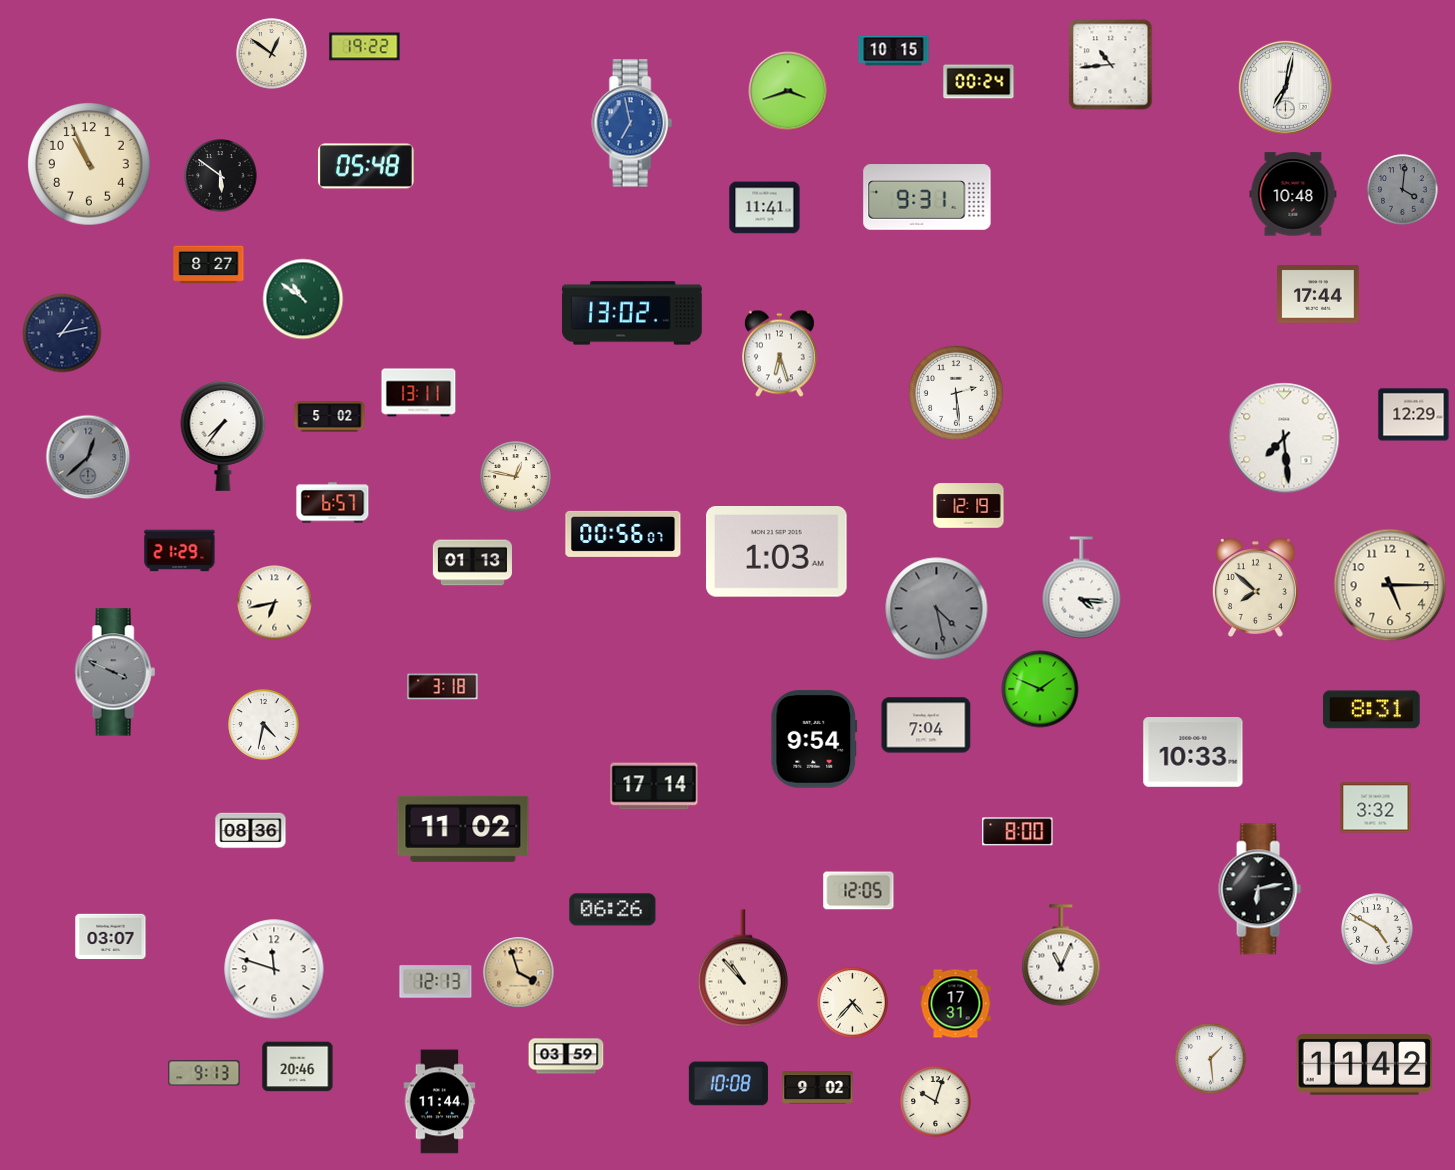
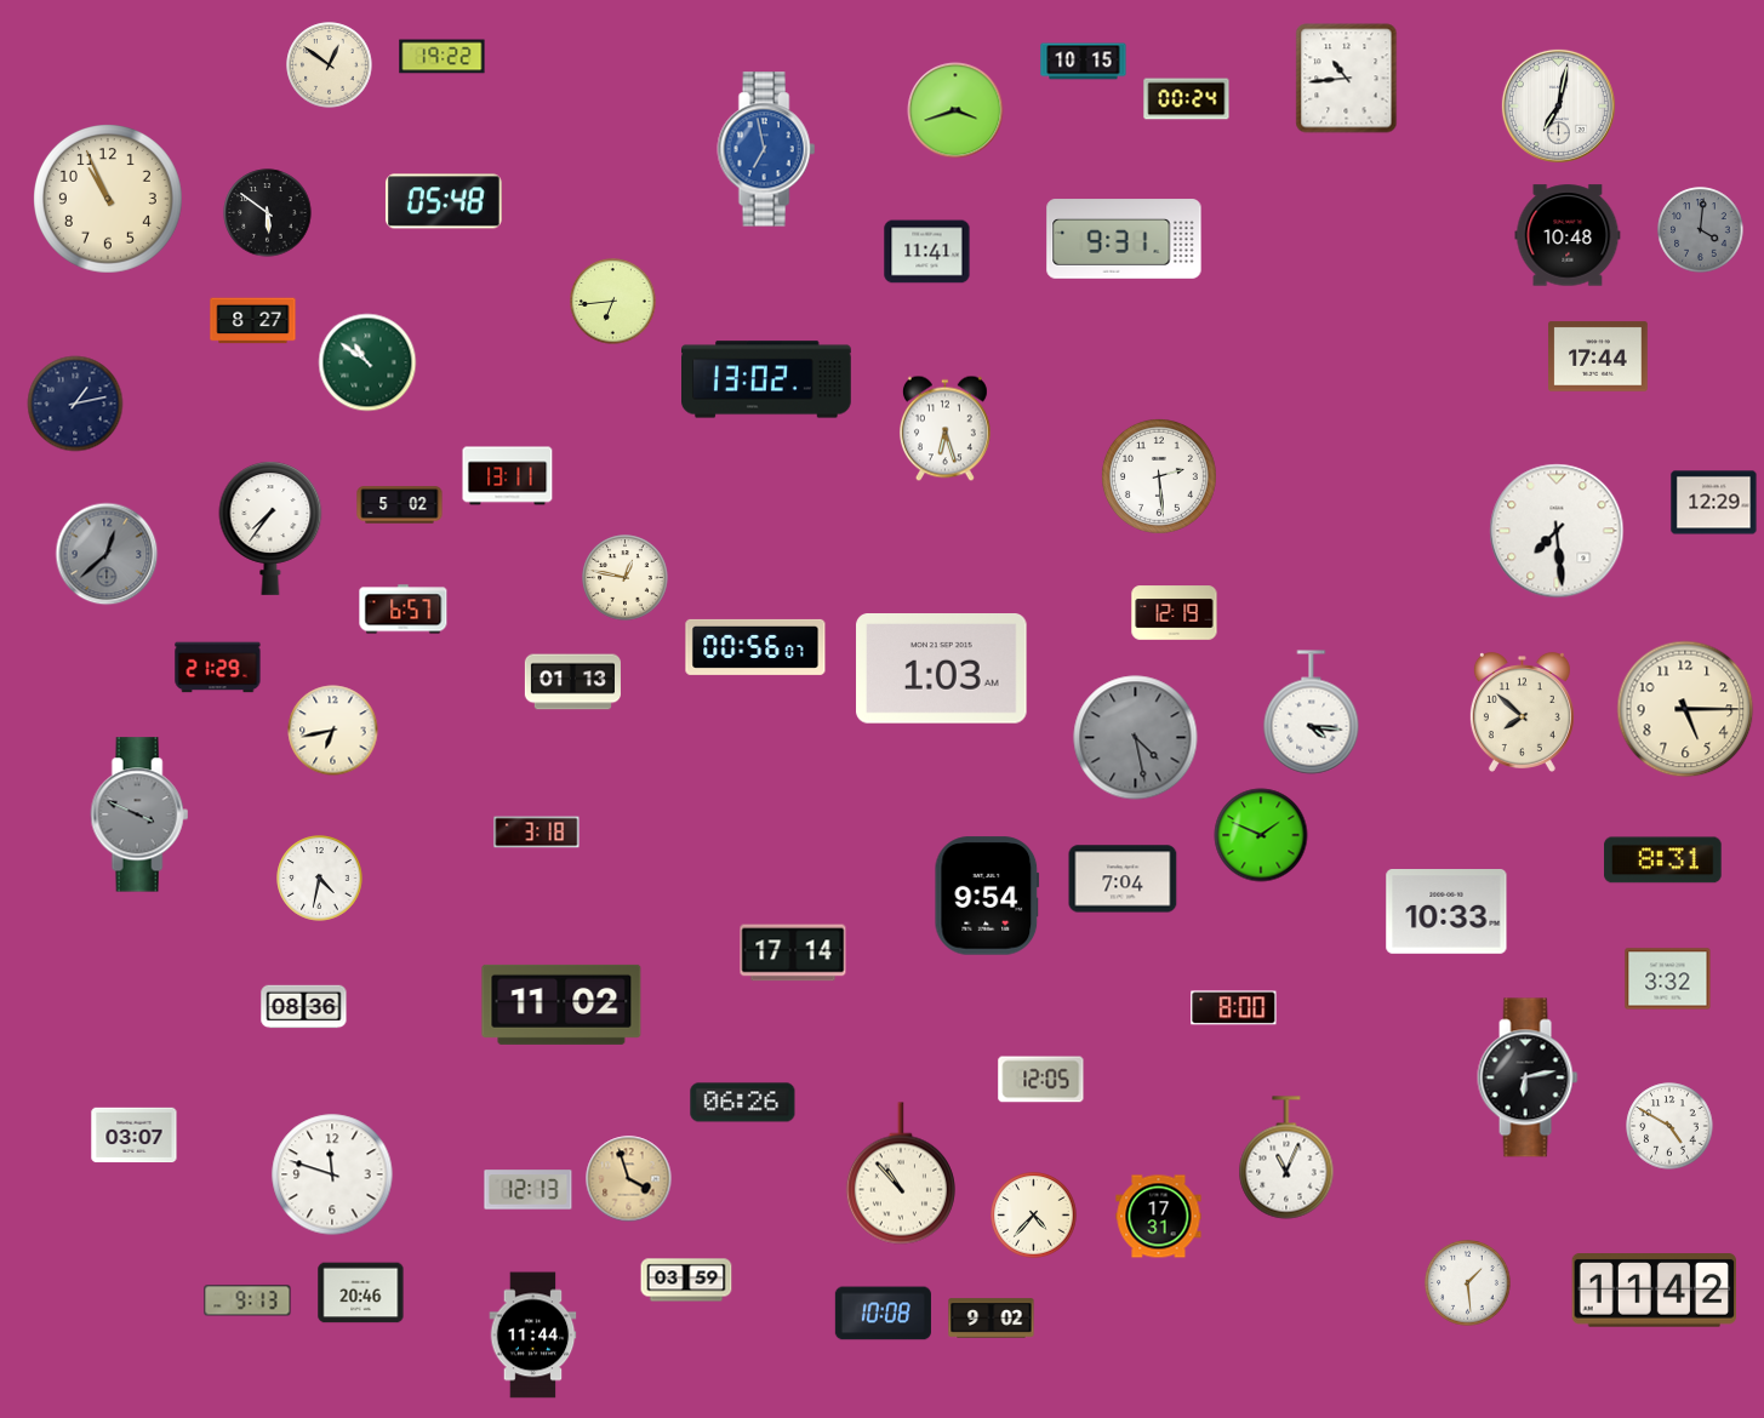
clock at (613, 302): none -> 6:44
clock at (936, 1102): 10:03 -> none
